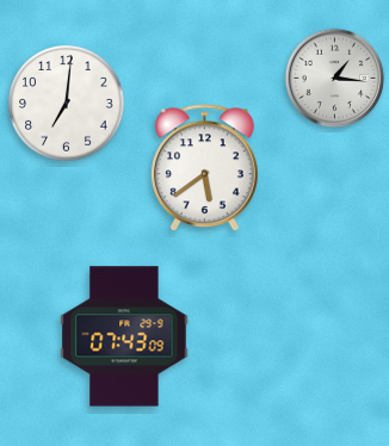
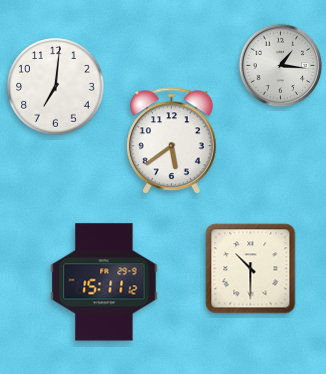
clock at (251, 269): none -> 10:30
clock at (124, 336): 07:43 -> 15:11
